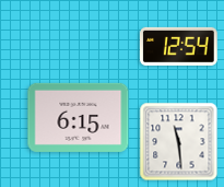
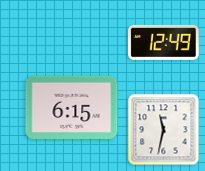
clock at (179, 46): 12:54 -> 12:49
clock at (179, 142): 11:29 -> 11:32
